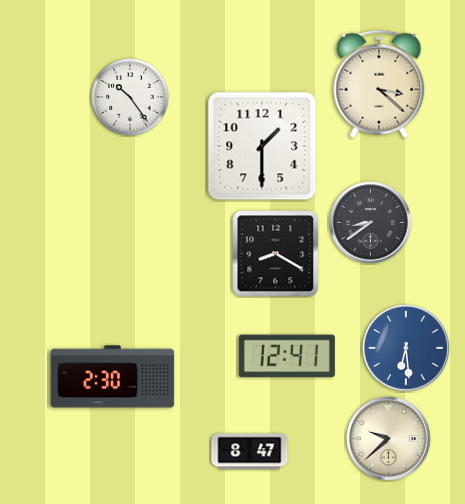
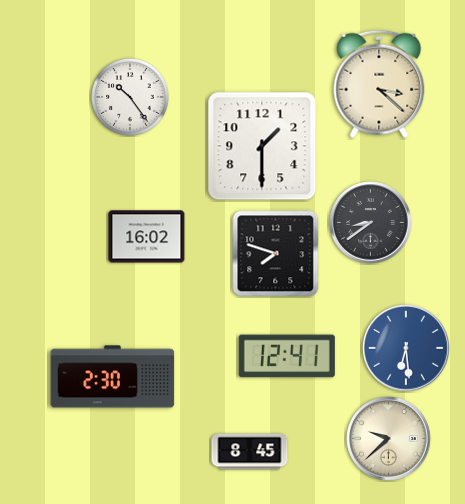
clock at (147, 237): none -> 16:02
clock at (276, 254): 8:20 -> 7:48
clock at (250, 452): 8:47 -> 8:45
